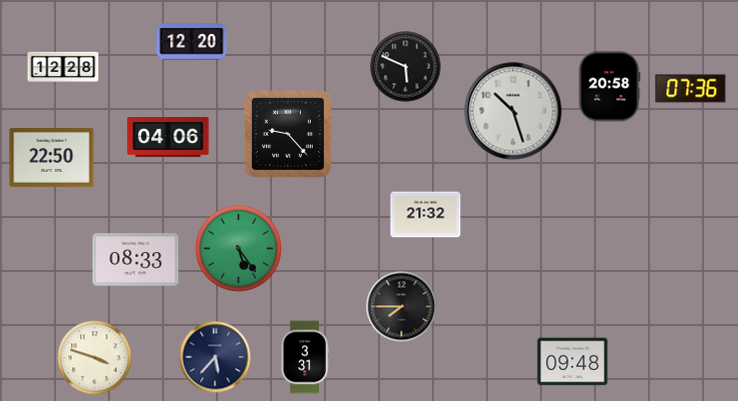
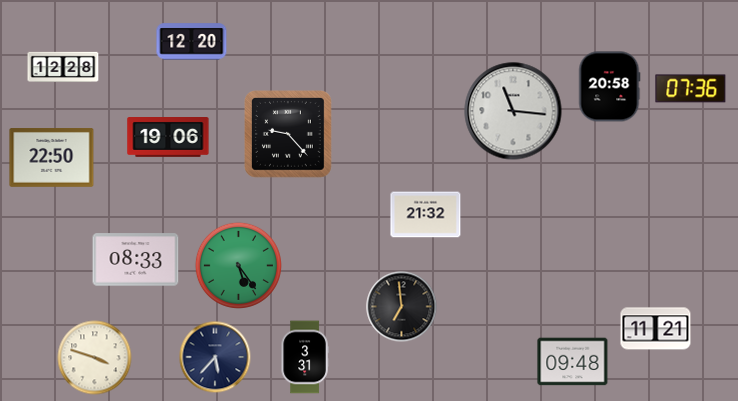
clock at (406, 67): 5:49 -> none
clock at (513, 111): 10:27 -> 11:16
clock at (168, 138): 04:06 -> 19:06
clock at (238, 248) position: (238, 248) -> (238, 265)
clock at (402, 307): 7:45 -> 6:59
clock at (656, 329): none -> 11:21
